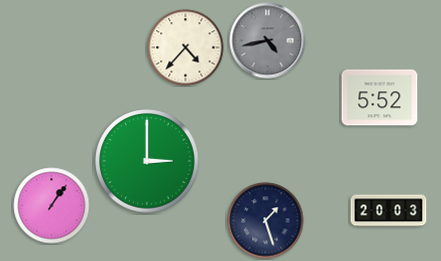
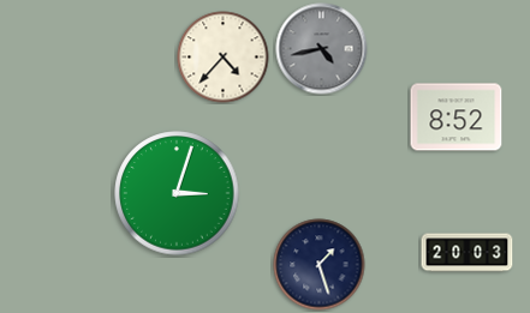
clock at (380, 98): 5:52 -> 8:52
clock at (147, 161): 3:00 -> 3:03
clock at (52, 206): 1:06 -> none
